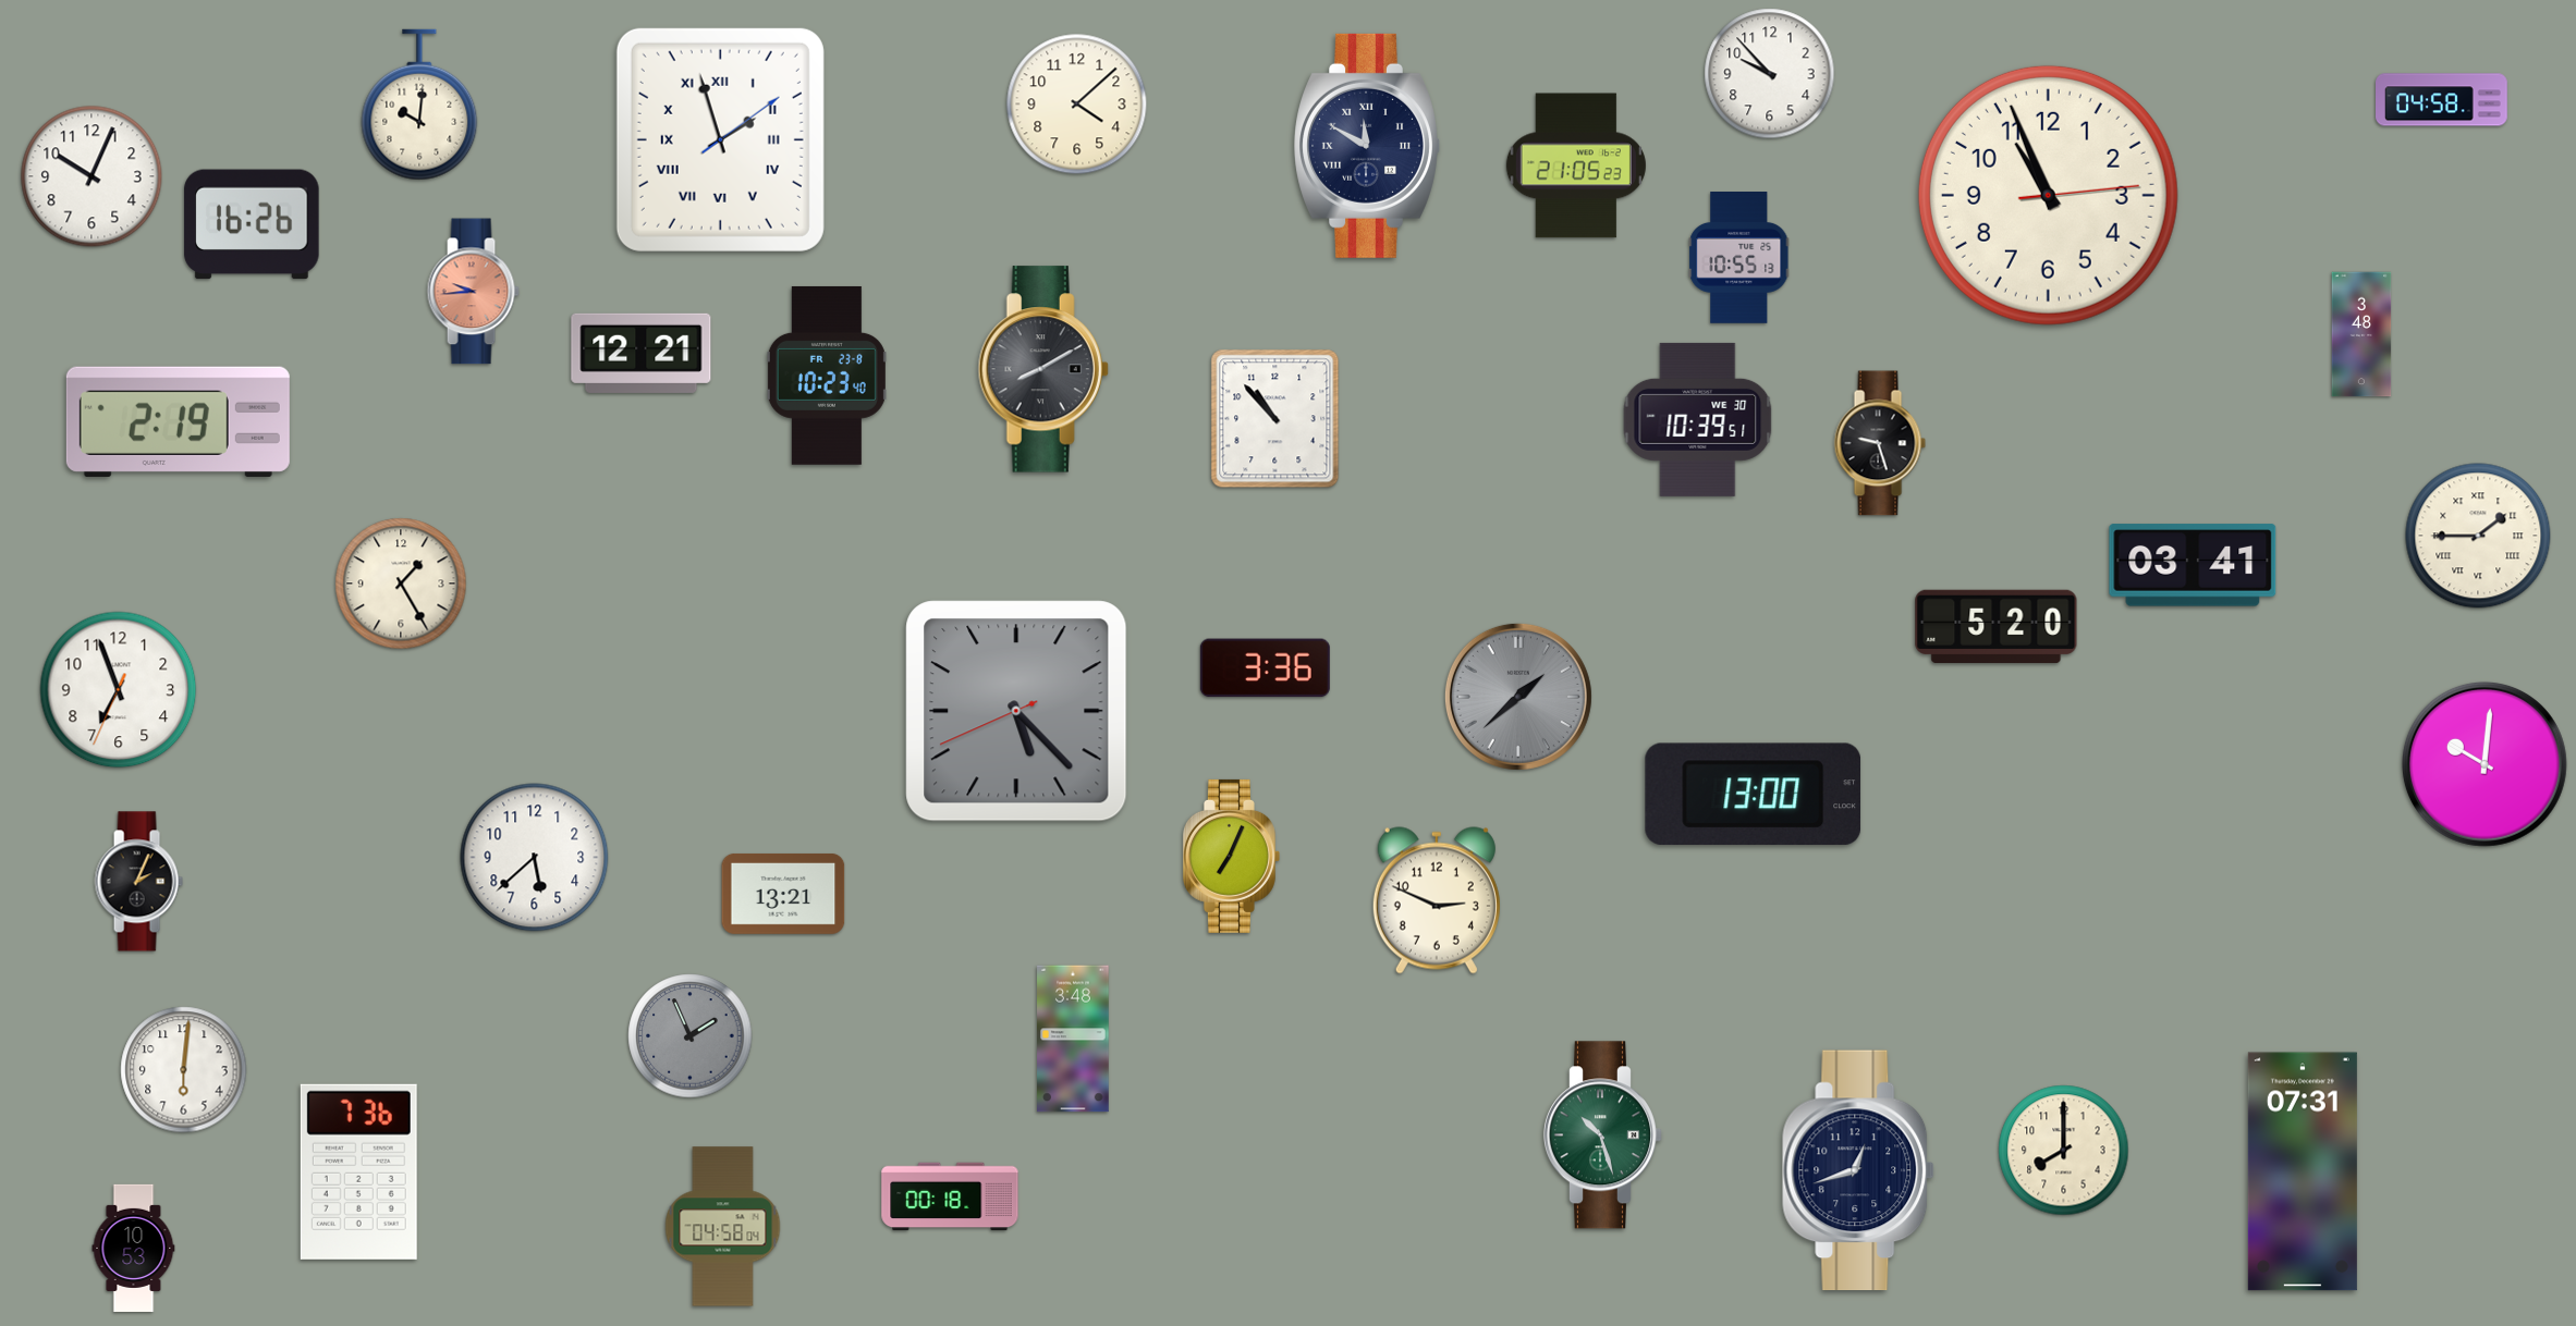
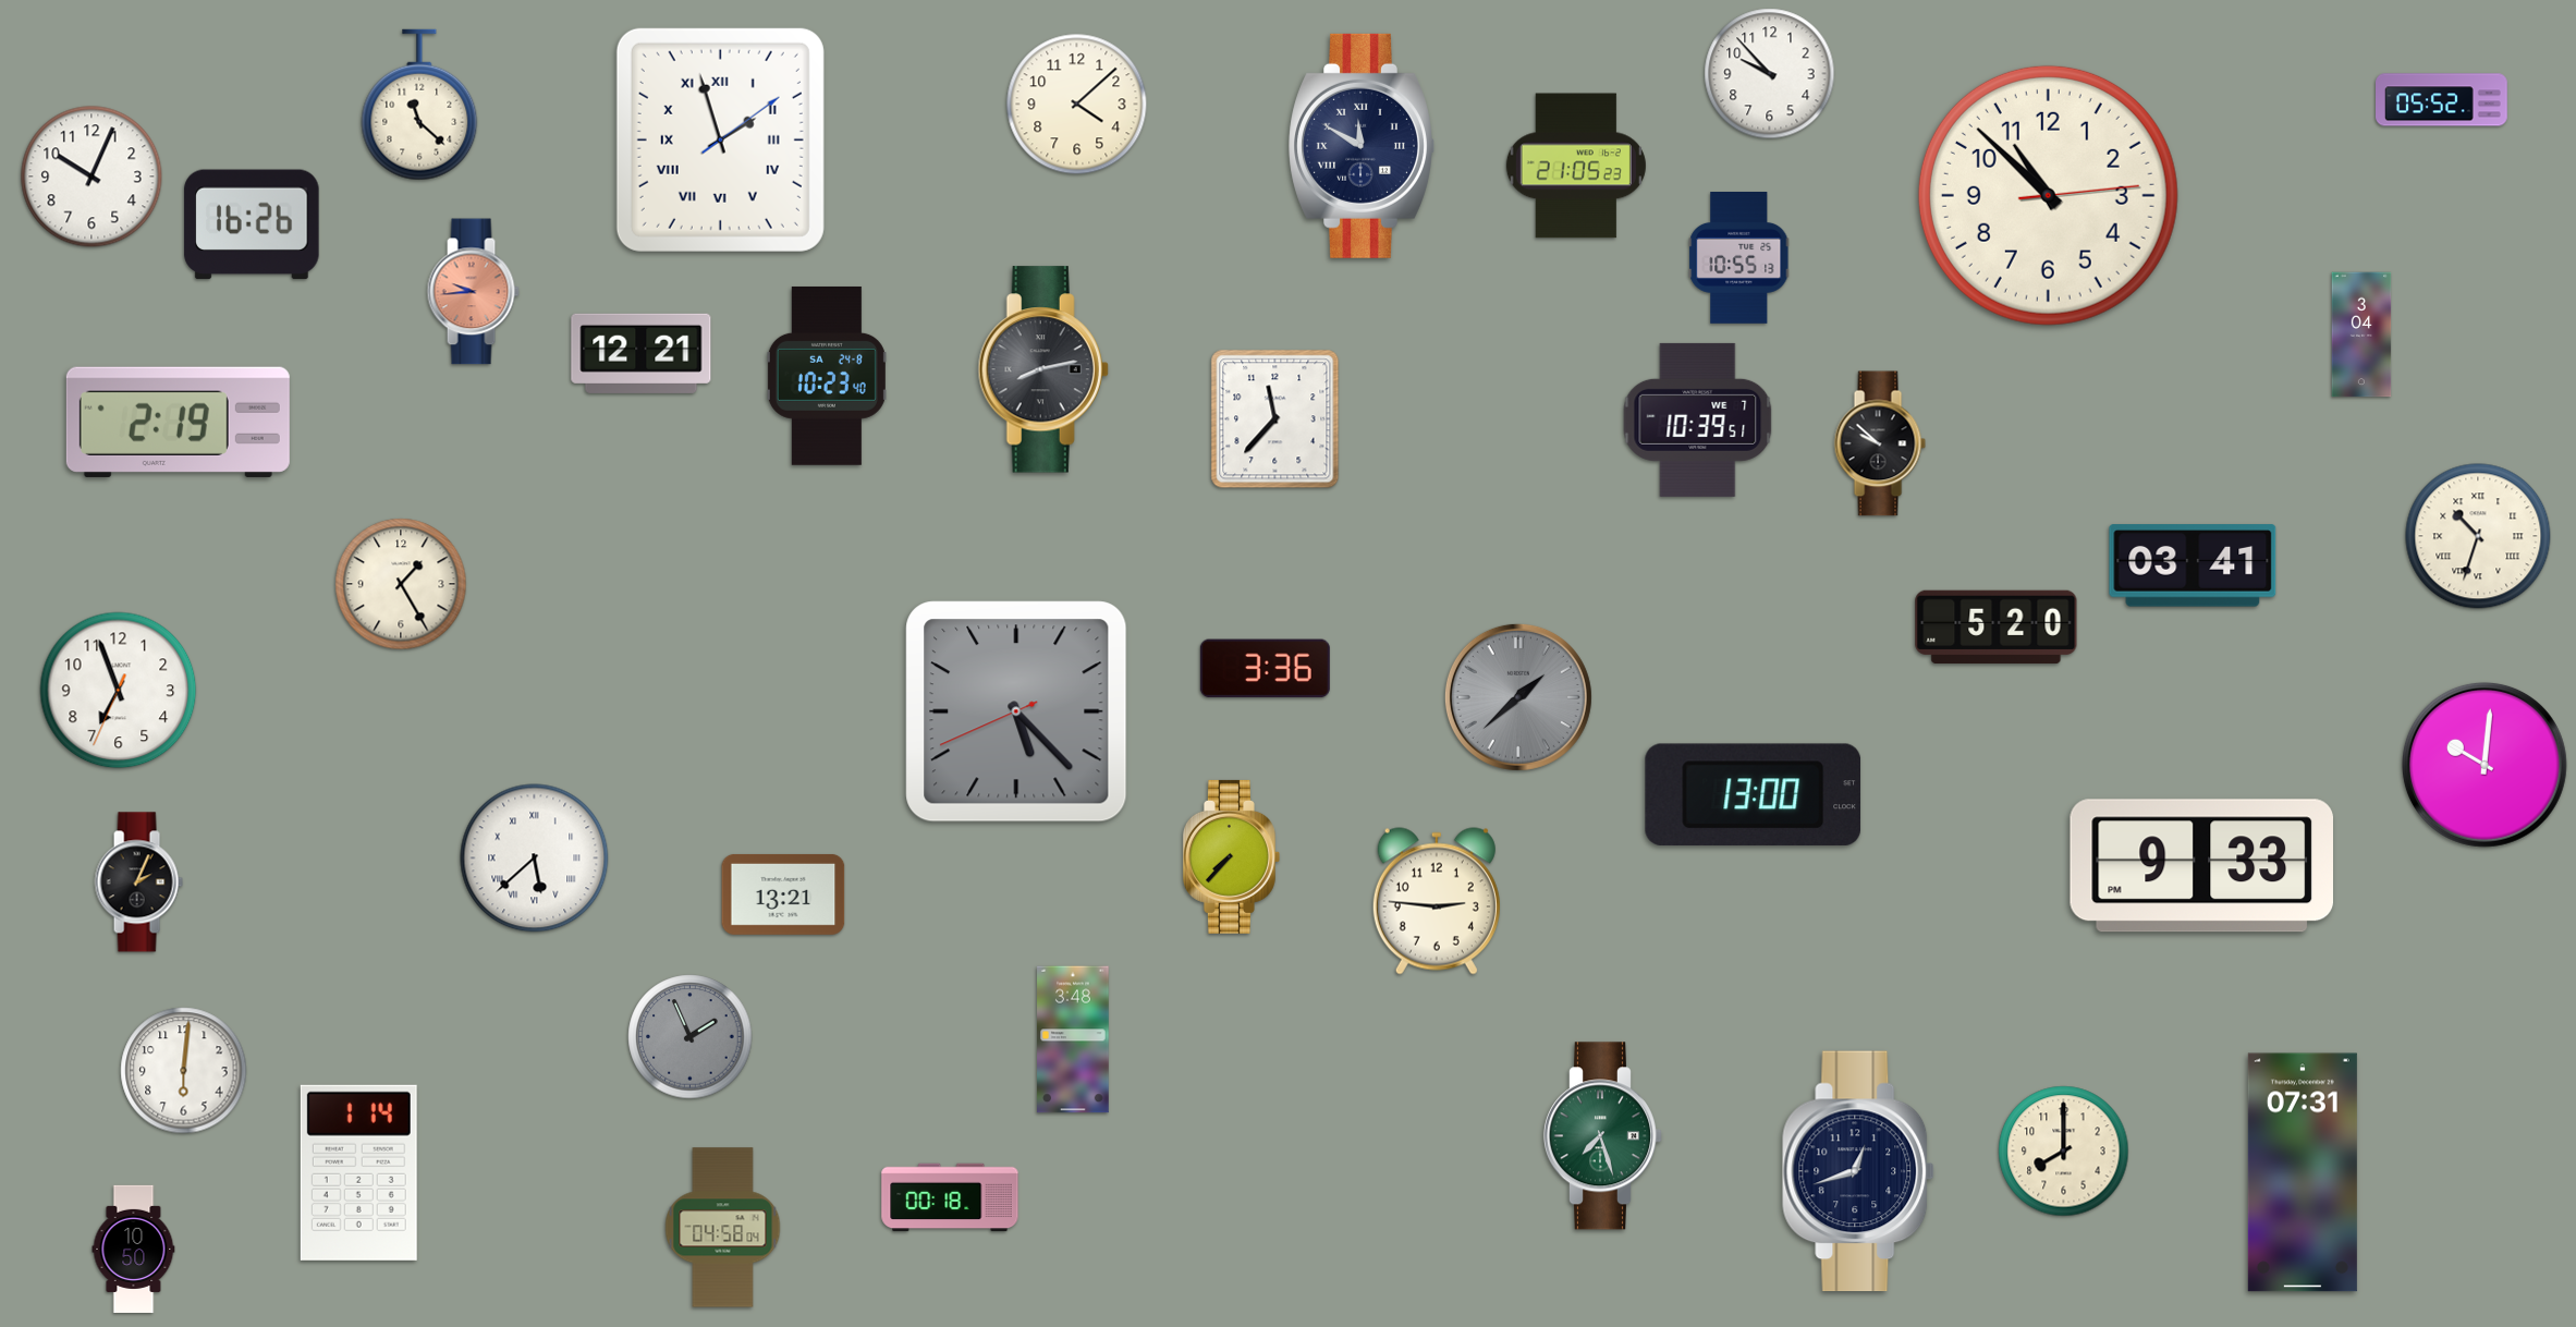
clock at (2442, 100): 04:58 -> 05:52
clock at (419, 105): 10:01 -> 11:22
clock at (1367, 146) position: (1367, 146) -> (1362, 146)
clock at (2048, 195): 10:56 -> 10:52
clock at (2361, 334): 3:48 -> 3:04
clock at (1043, 369): 8:10 -> 8:13
clock at (827, 376) date: FR 23-8 -> SA 24-8
clock at (1275, 419): 10:53 -> 11:37
clock at (1698, 419) date: WE 30 -> WE 7
clock at (1880, 443): 9:27 -> 9:52
clock at (2478, 536): 1:45 -> 10:33
clock at (1231, 856): 7:04 -> 7:37
clock at (535, 858) numerals: Arabic -> Roman
clock at (2201, 866): none -> 9:33
clock at (1437, 900): 2:49 -> 2:46
clock at (1602, 1135): 10:27 -> 7:27
clock at (358, 1171): 7:36 -> 1:14
clock at (134, 1248): 10:53 -> 10:50
